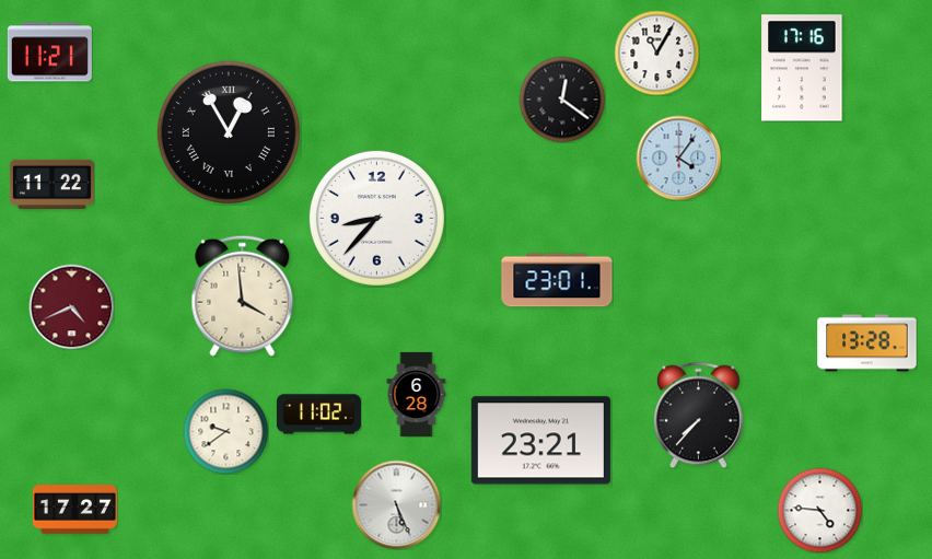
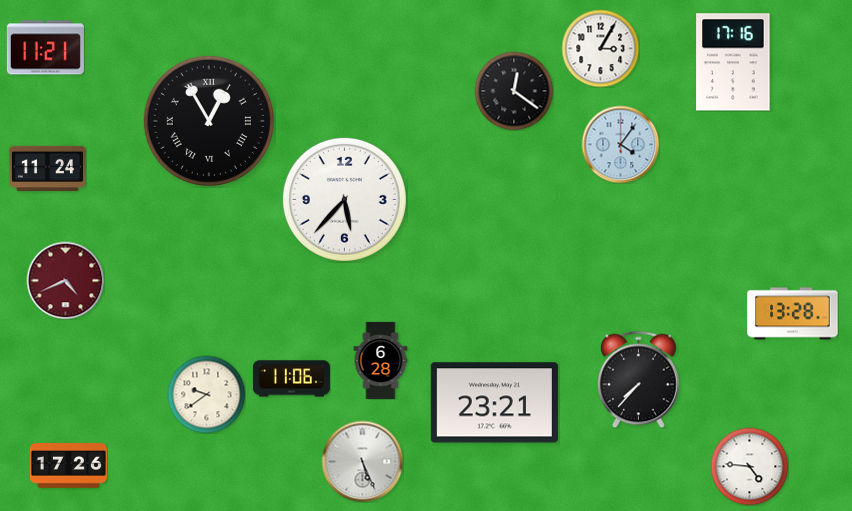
clock at (656, 53): 11:05 -> 3:05
clock at (51, 185): 11:22 -> 11:24
clock at (376, 218): 8:37 -> 5:37
clock at (557, 280): 23:01 -> none
clock at (243, 295): 3:59 -> none
clock at (318, 415): 11:02 -> 11:06
clock at (74, 510): 17:27 -> 17:26
